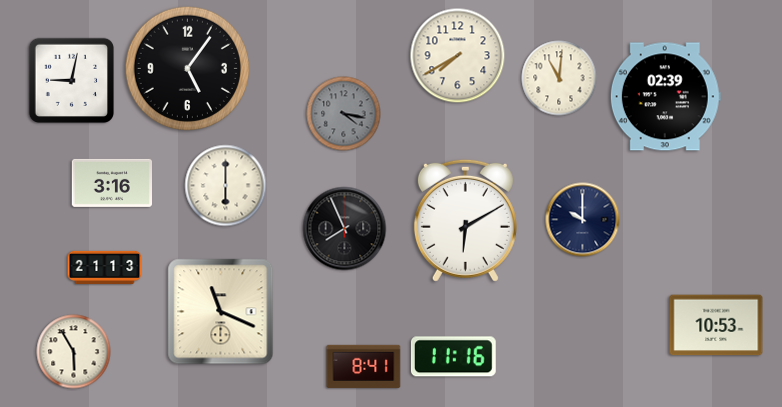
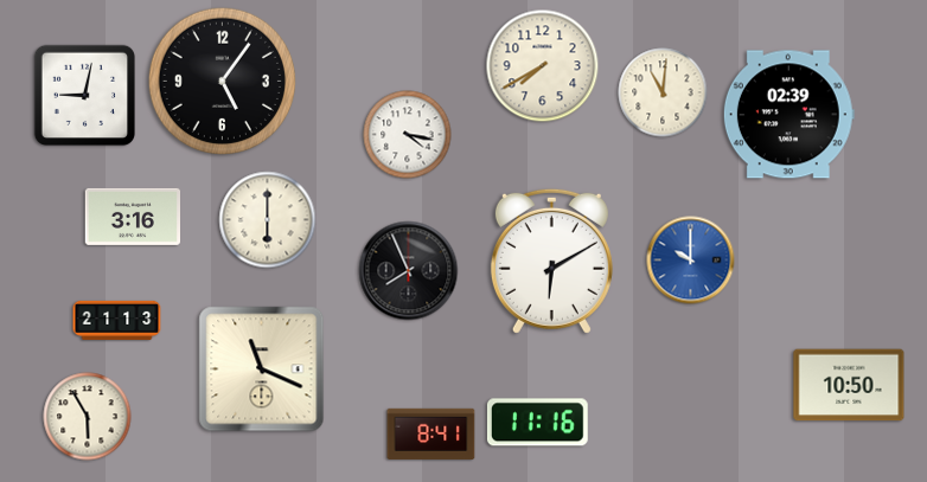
clock at (344, 114) dial: grey -> white
clock at (583, 220) dial: navy -> blue
clock at (105, 267) position: (105, 267) -> (117, 320)
clock at (716, 325): 10:53 -> 10:50
